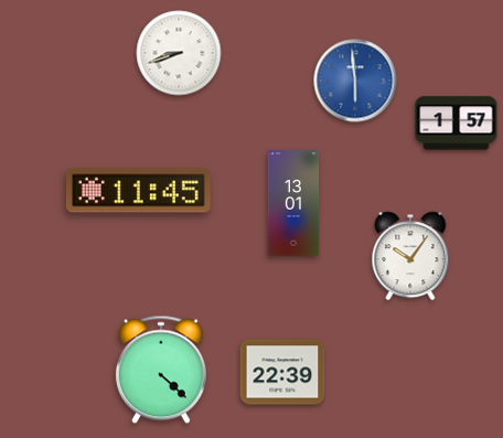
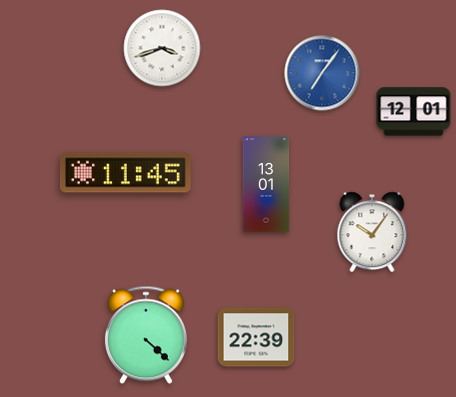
clock at (179, 53): 8:42 -> 3:42
clock at (355, 81): 5:59 -> 7:06
clock at (457, 124): 1:57 -> 12:01
